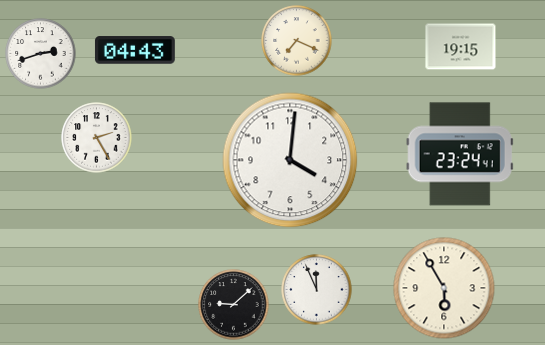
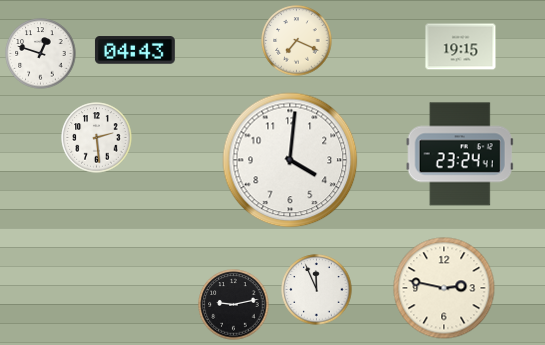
clock at (41, 54): 2:42 -> 12:48
clock at (97, 138): 2:25 -> 2:29
clock at (444, 288): 5:55 -> 2:47
clock at (234, 305): 9:08 -> 9:13
